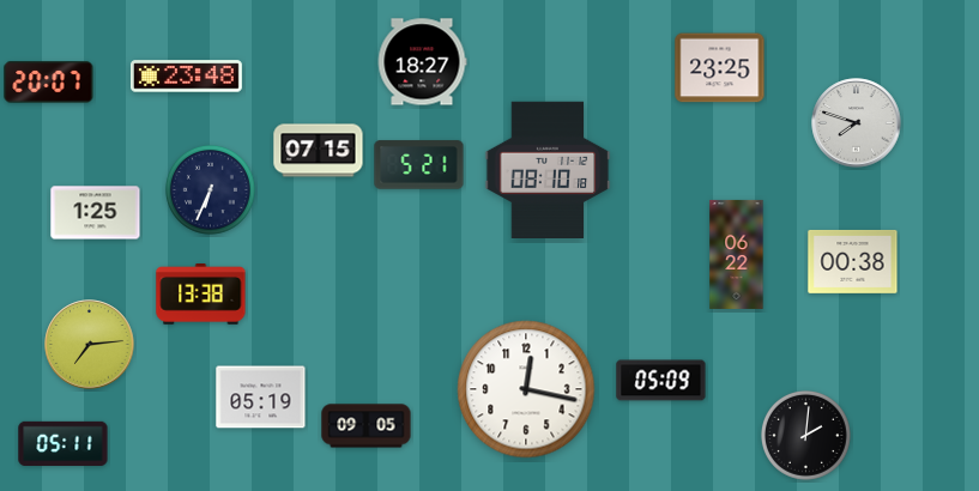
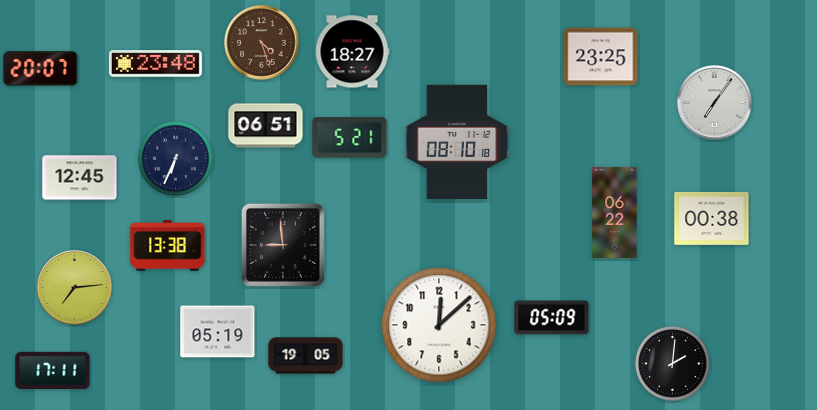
clock at (262, 43): none -> 4:27
clock at (857, 123): 7:48 -> 7:06
clock at (319, 151): 07:15 -> 06:51
clock at (96, 213): 1:25 -> 12:45
clock at (283, 245): none -> 8:59
clock at (526, 389): 12:17 -> 12:08
clock at (367, 426): 09:05 -> 19:05
clock at (64, 443): 05:11 -> 17:11
